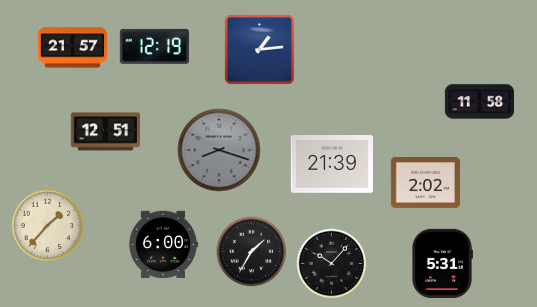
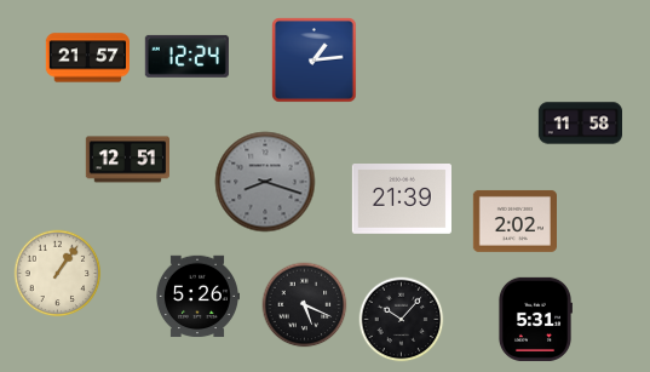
clock at (154, 46): 12:19 -> 12:24
clock at (48, 226): 1:37 -> 1:06
clock at (162, 245): 6:00 -> 5:26
clock at (252, 252): 1:35 -> 5:19
